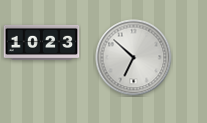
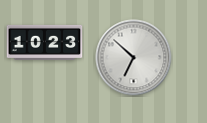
clock at (42, 42) position: (42, 42) -> (45, 42)
